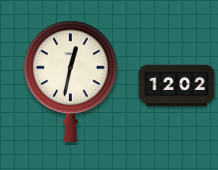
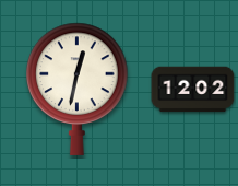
clock at (177, 86) position: (177, 86) -> (193, 90)
